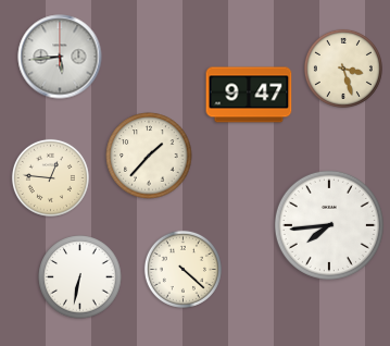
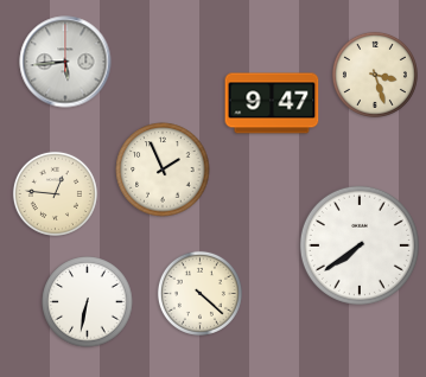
clock at (149, 156): 1:37 -> 1:56
clock at (329, 225): 7:44 -> 7:39
